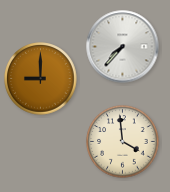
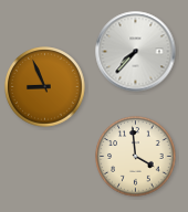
clock at (41, 79): 9:00 -> 8:56
